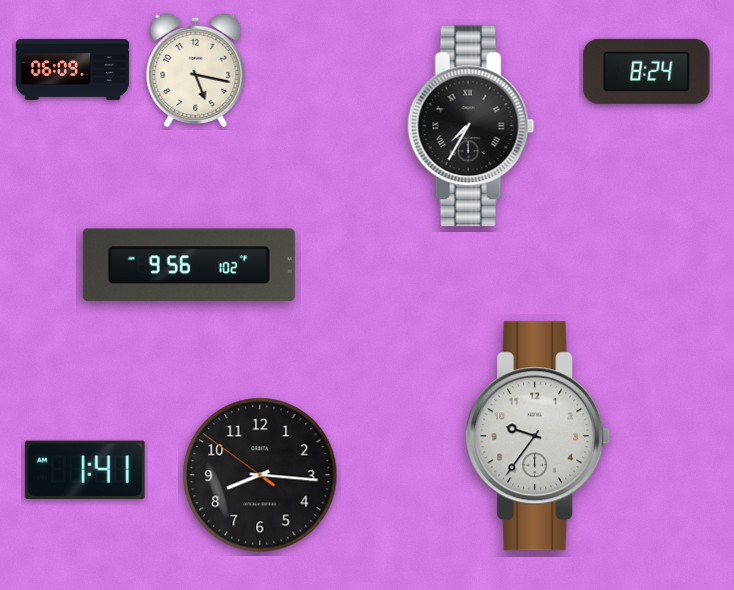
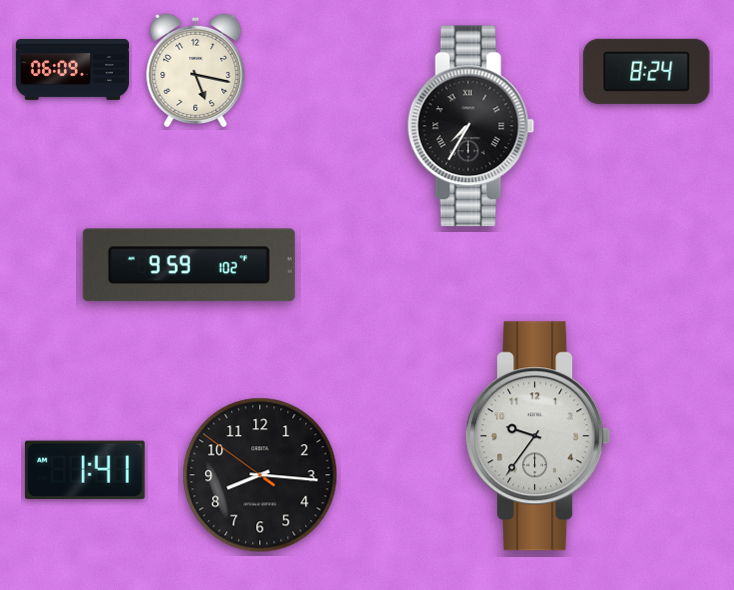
clock at (189, 265): 9:56 -> 9:59
